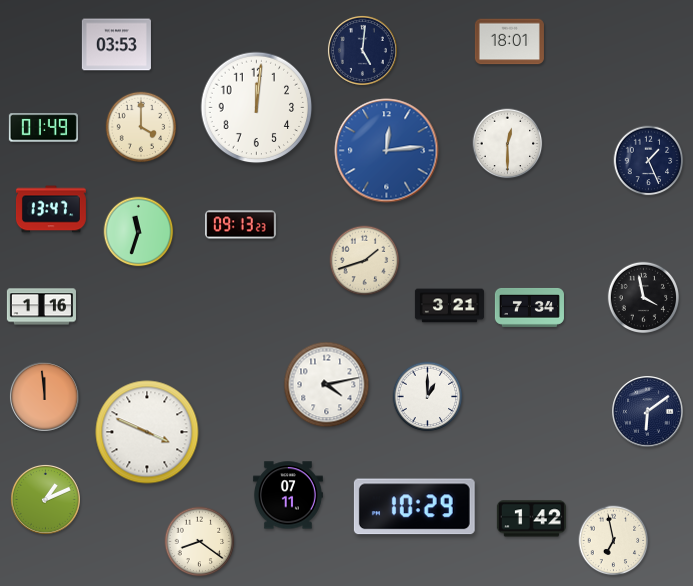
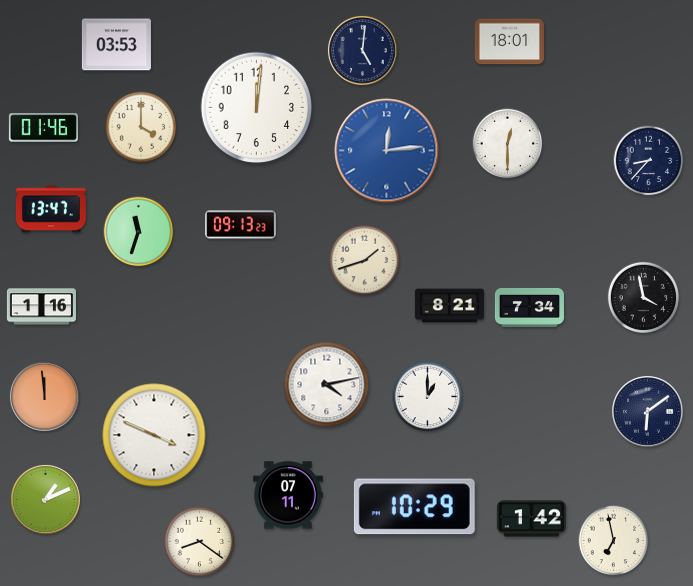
clock at (43, 128): 01:49 -> 01:46
clock at (649, 161): 1:26 -> 8:37
clock at (449, 306): 3:21 -> 8:21
clock at (147, 432) position: (147, 432) -> (154, 435)
